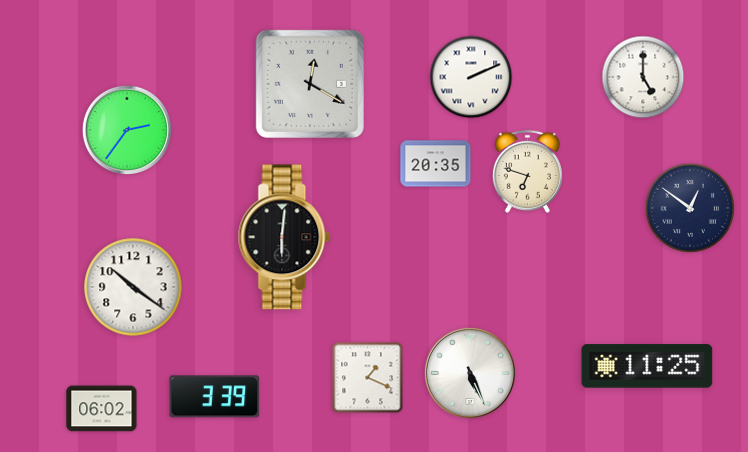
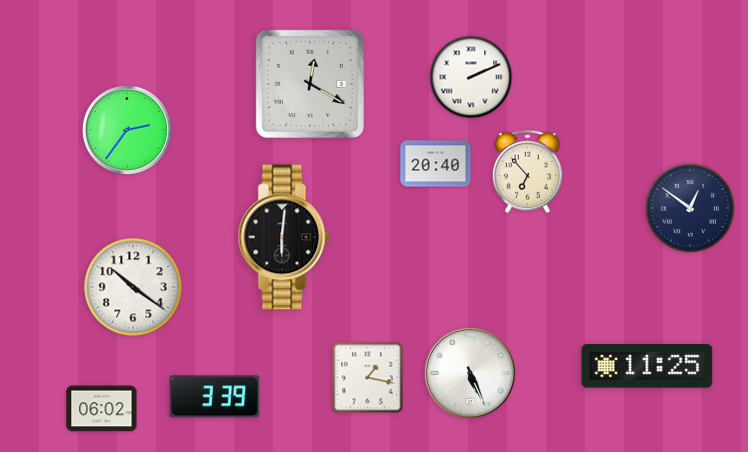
clock at (643, 77): 5:00 -> none
clock at (436, 164): 20:35 -> 20:40
clock at (527, 171): 6:48 -> 6:53
clock at (368, 378): 1:19 -> 1:17
